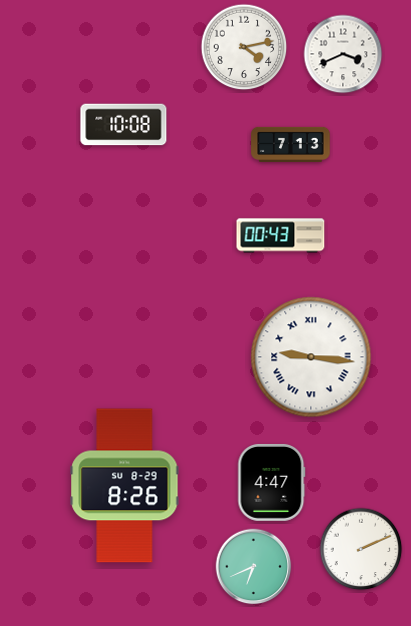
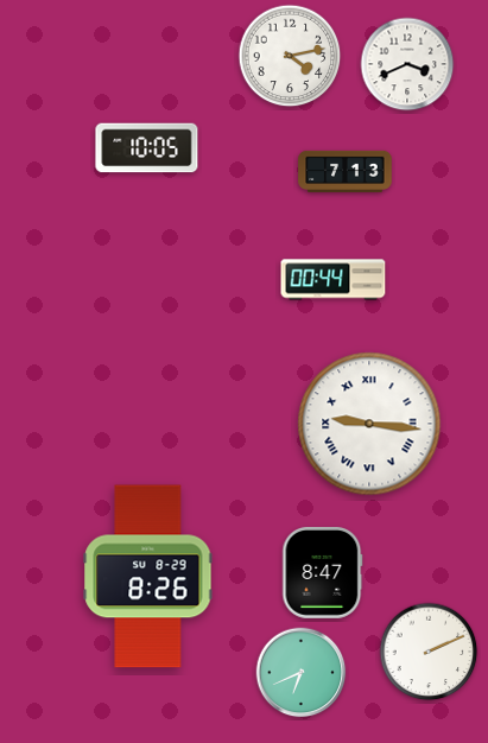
clock at (124, 125): 10:08 -> 10:05
clock at (281, 236): 00:43 -> 00:44
clock at (272, 482): 4:47 -> 8:47
